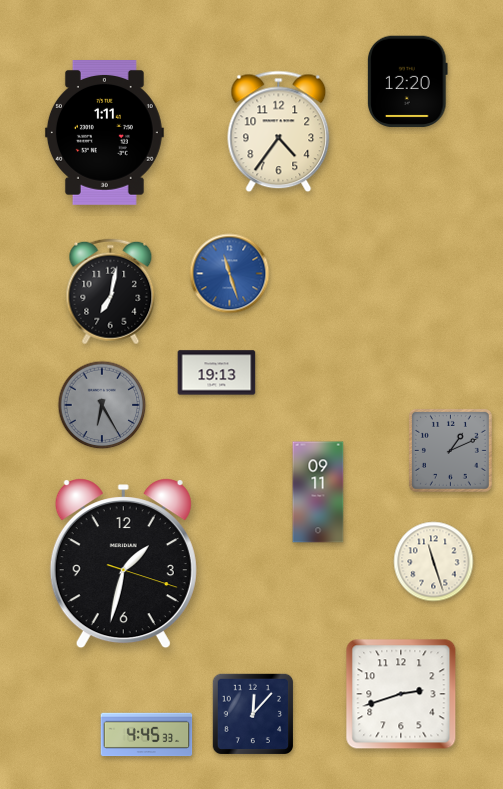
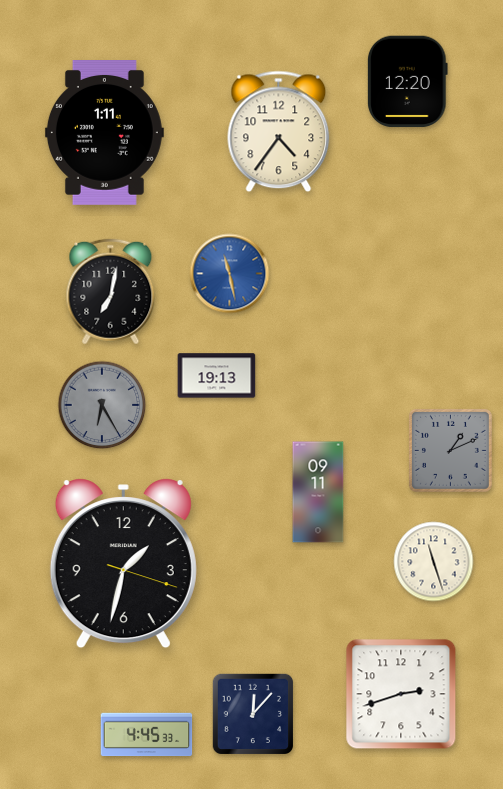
clock at (230, 274): 11:27 -> 11:28
clock at (217, 373) position: (217, 373) -> (217, 376)
